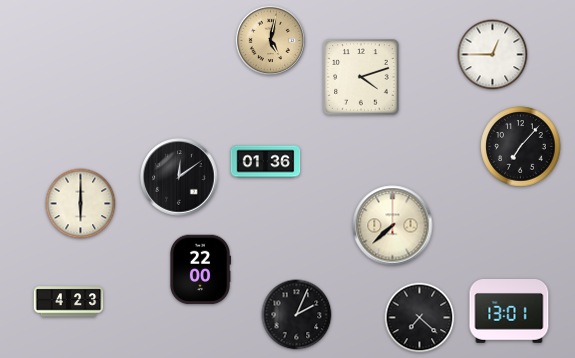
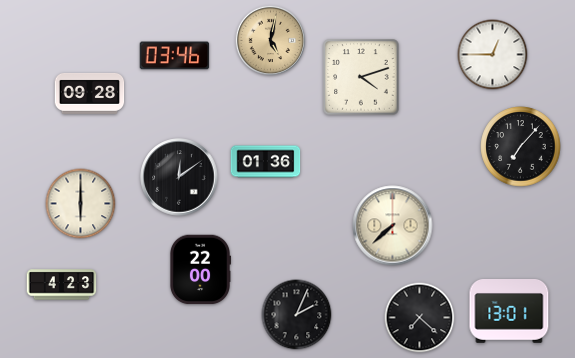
clock at (175, 56): none -> 03:46
clock at (90, 93): none -> 09:28
clock at (69, 302) position: (69, 302) -> (62, 285)
